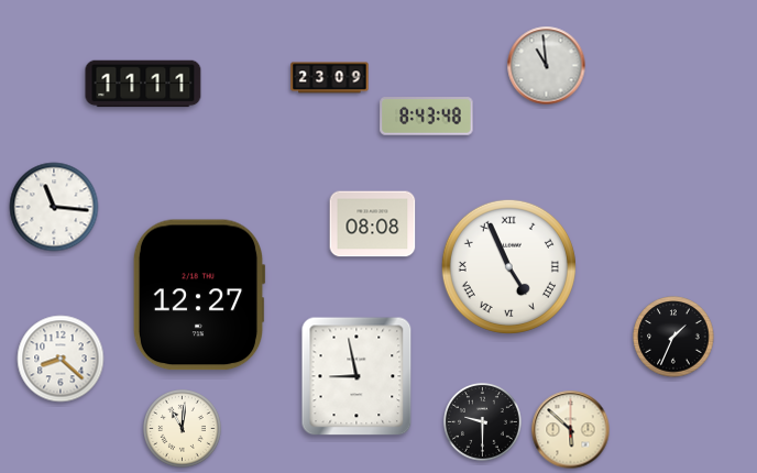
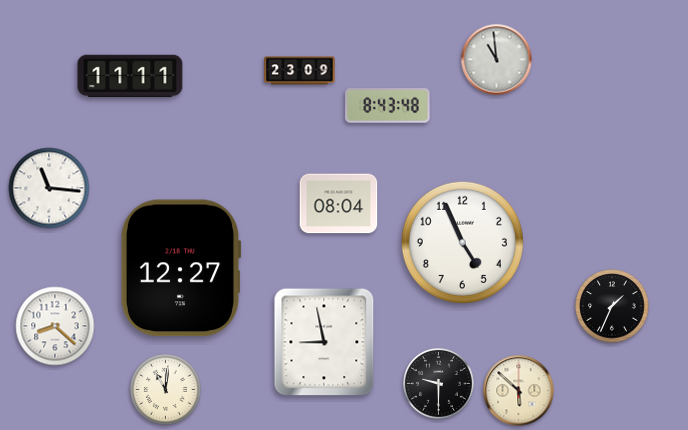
clock at (373, 224): 08:08 -> 08:04
clock at (508, 266) numerals: Roman -> Arabic
